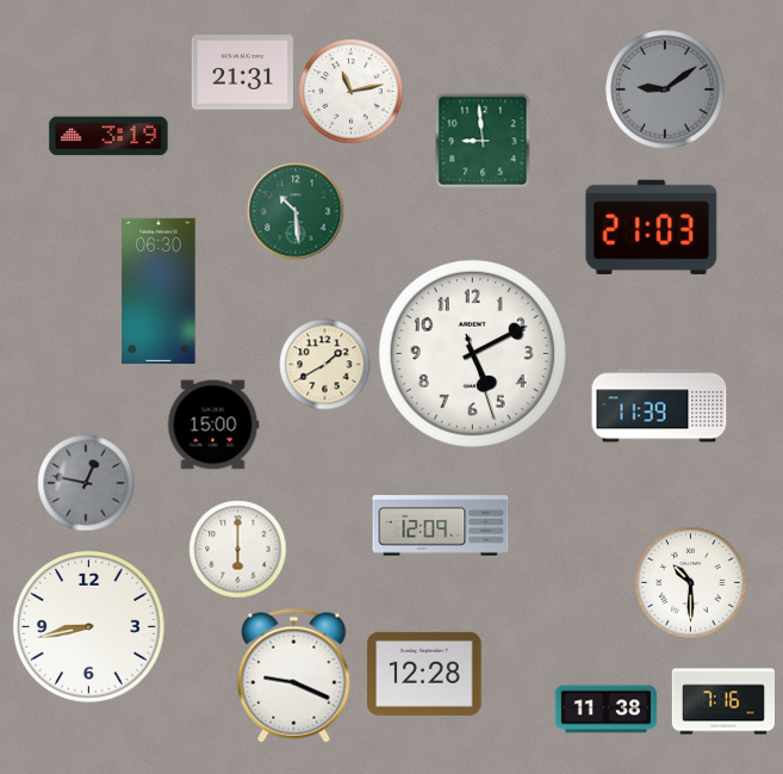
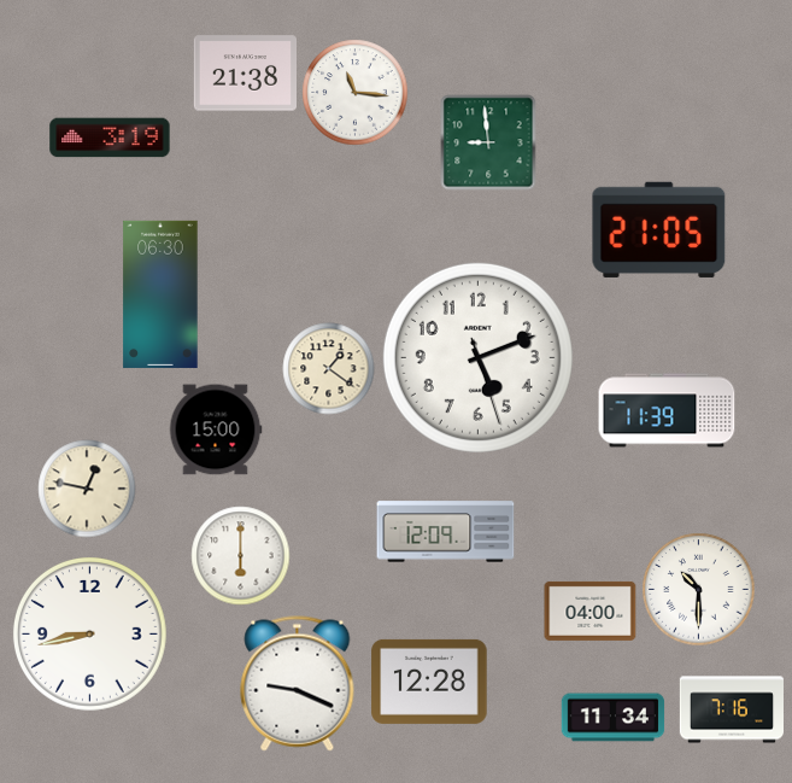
clock at (242, 73): 21:31 -> 21:38
clock at (665, 89): 9:09 -> none
clock at (352, 92): 11:13 -> 11:16
clock at (296, 211): 10:29 -> none
clock at (652, 227): 21:03 -> 21:05
clock at (472, 353): 5:10 -> 5:11
clock at (325, 365): 1:40 -> 1:21
clock at (86, 483) dial: grey -> cream
clock at (591, 610): none -> 04:00
clock at (607, 710): 11:38 -> 11:34
